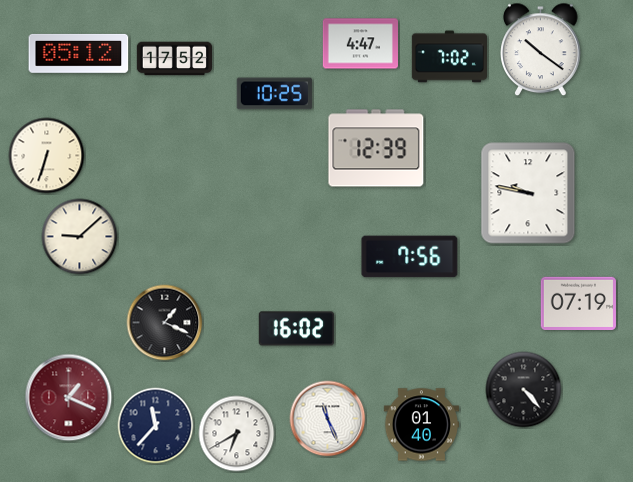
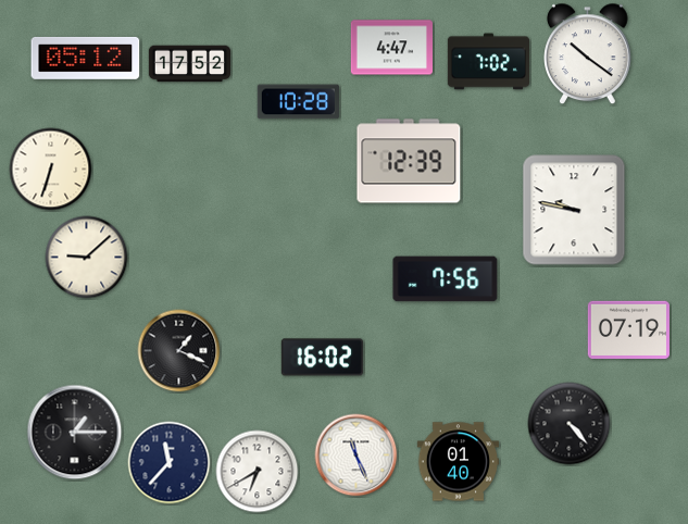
clock at (274, 94): 10:25 -> 10:28
clock at (69, 398): 1:19 -> 1:15
clock at (69, 398) dial: burgundy -> black
